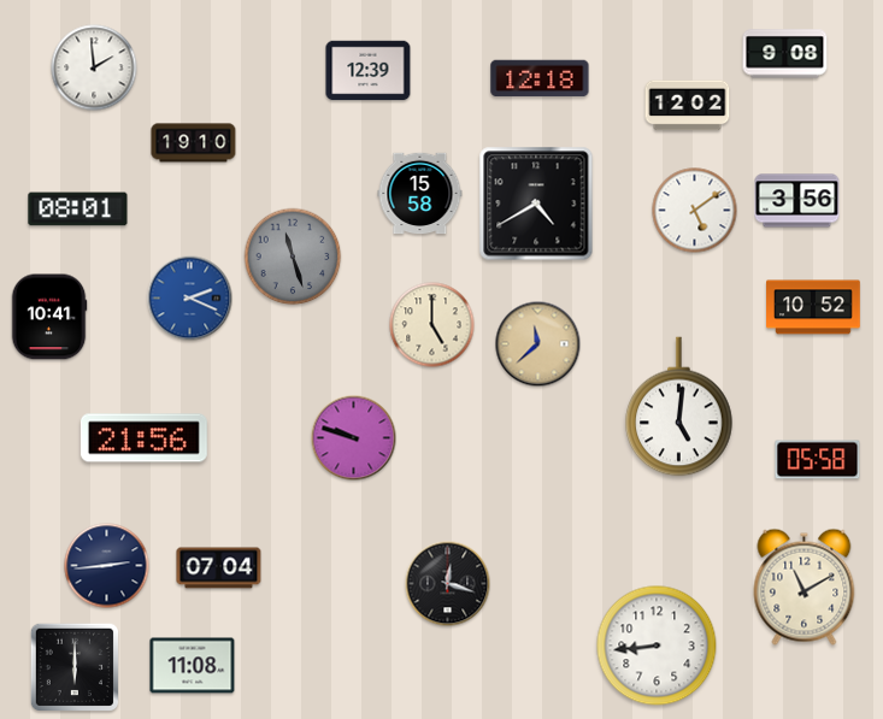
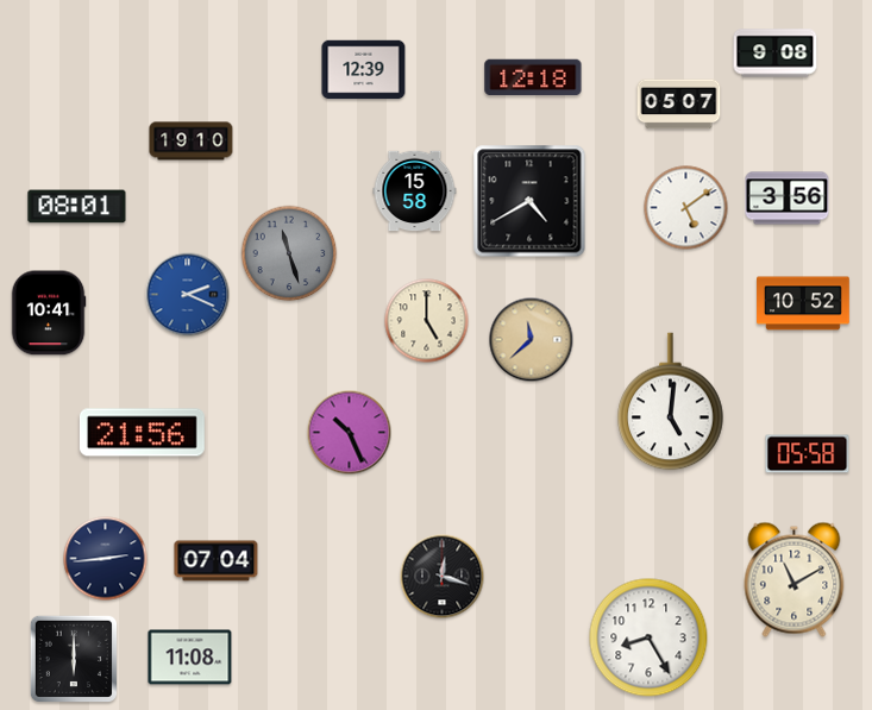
clock at (94, 67): 1:59 -> none
clock at (688, 106): 12:02 -> 05:07
clock at (354, 438): 9:48 -> 10:26
clock at (657, 646): 8:44 -> 8:25
